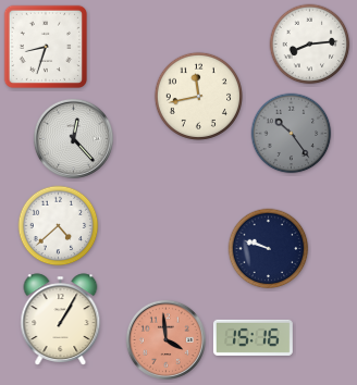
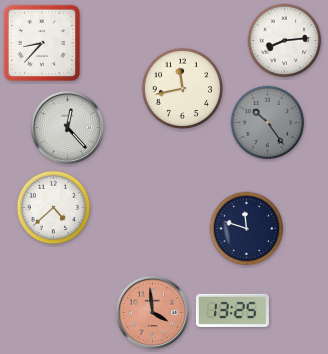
clock at (45, 46): 8:33 -> 8:37
clock at (269, 249): 9:48 -> 11:48
clock at (61, 320): 1:05 -> none
clock at (253, 337): 15:16 -> 13:25
